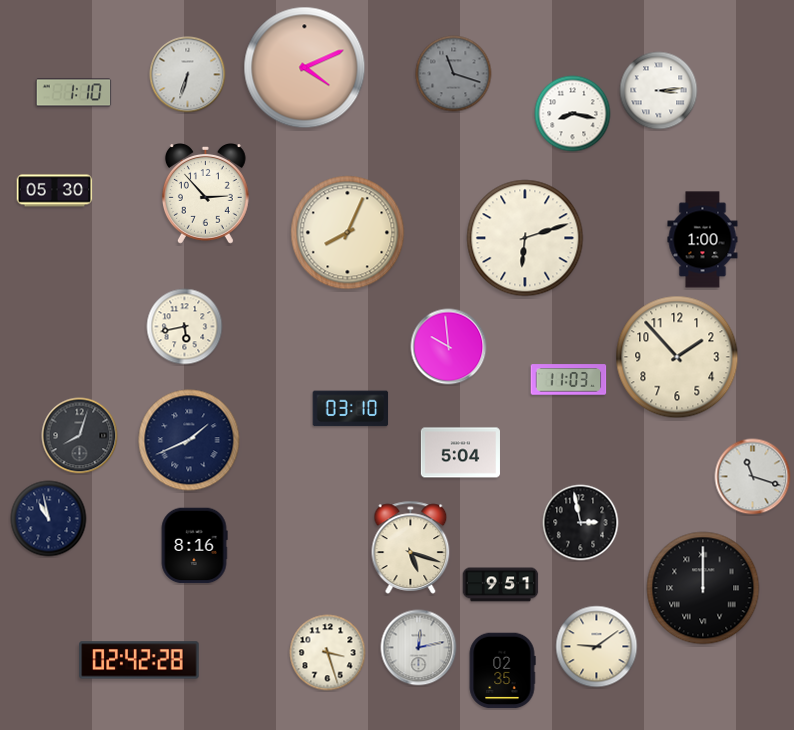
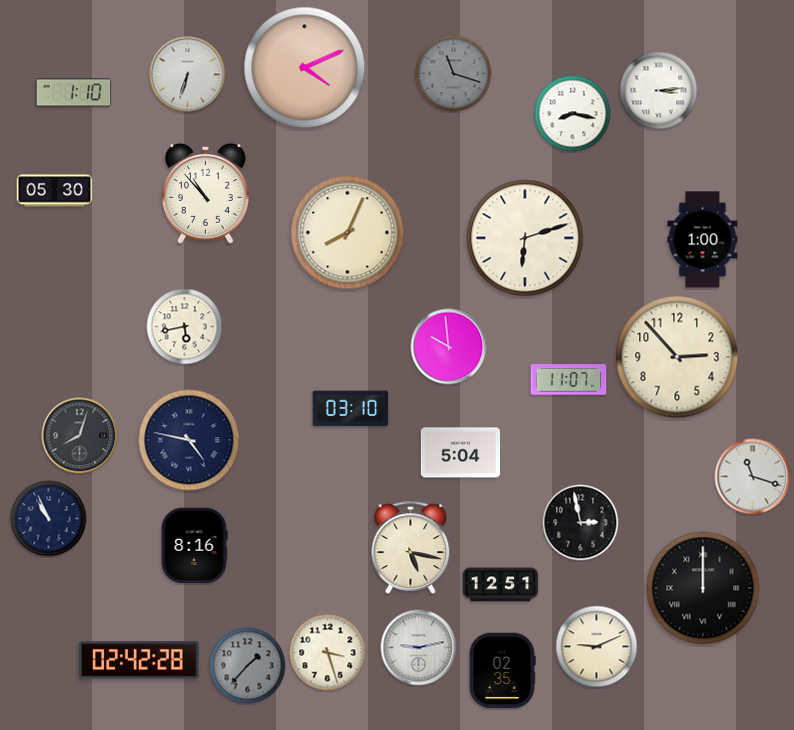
clock at (205, 194): 2:53 -> 10:53
clock at (677, 357): 1:53 -> 2:53
clock at (569, 380): 11:03 -> 11:07
clock at (189, 440): 1:41 -> 4:47
clock at (49, 519): 10:58 -> 10:56
clock at (411, 547): 5:18 -> 5:17
clock at (501, 585): 9:51 -> 12:51
clock at (597, 647): 9:09 -> 9:11
clock at (419, 648): 12:13 -> 9:13
clock at (248, 666): none -> 1:37
